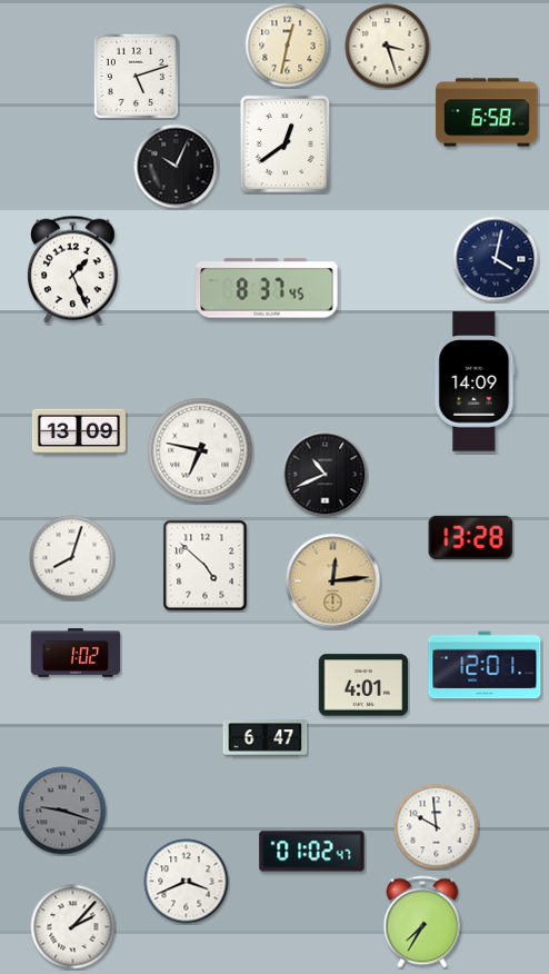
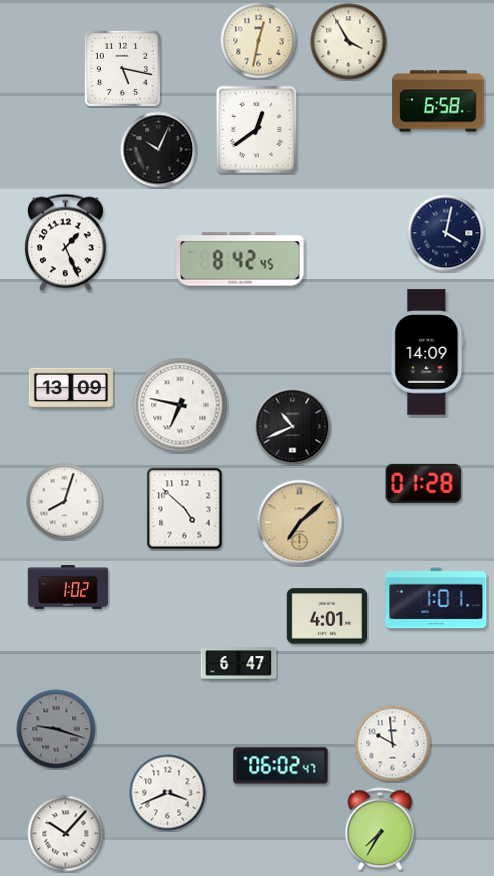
clock at (388, 47): 3:27 -> 3:55
clock at (136, 76): 5:12 -> 5:17
clock at (267, 288): 8:37 -> 8:42
clock at (475, 381) position: (475, 381) -> (427, 352)
clock at (471, 537): 13:28 -> 01:28
clock at (333, 582): 12:14 -> 7:08
clock at (485, 665): 12:01 -> 1:01
clock at (312, 852): 01:02 -> 06:02
clock at (73, 927): 2:07 -> 10:07
